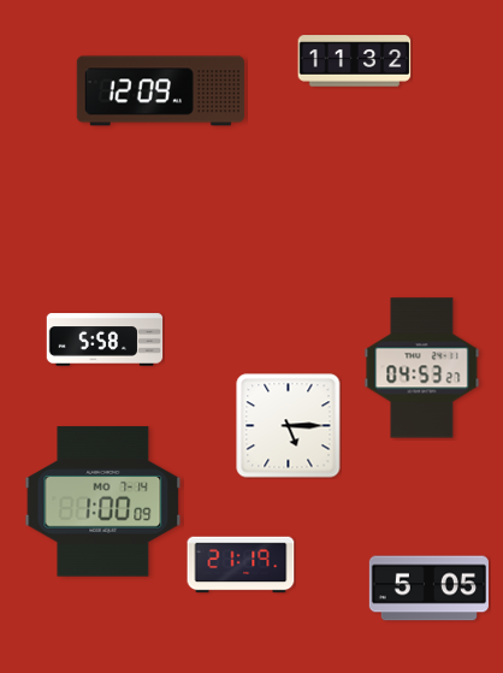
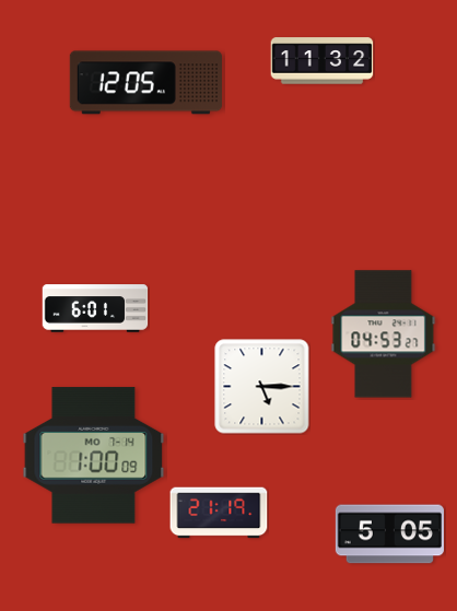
clock at (355, 61) position: (355, 61) -> (323, 61)
clock at (160, 91): 12:09 -> 12:05
clock at (105, 340): 5:58 -> 6:01
